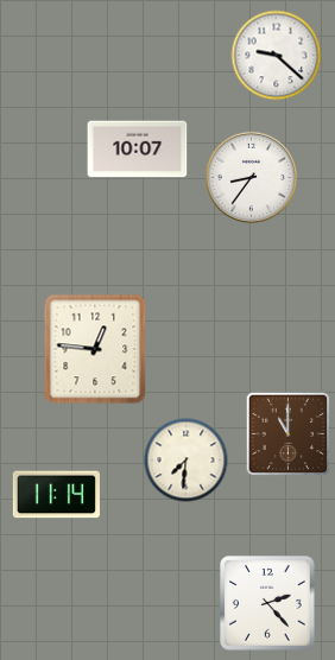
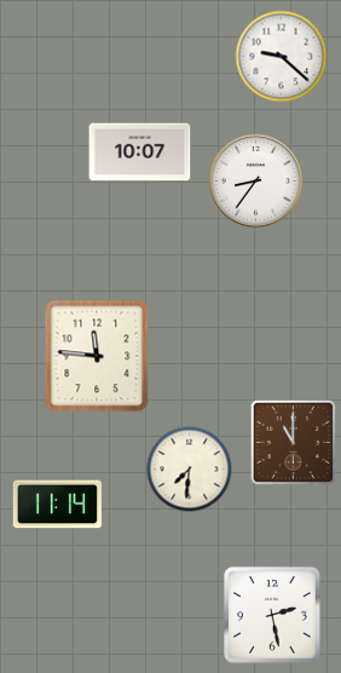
clock at (95, 349): 12:46 -> 11:46
clock at (267, 603): 2:23 -> 2:28
